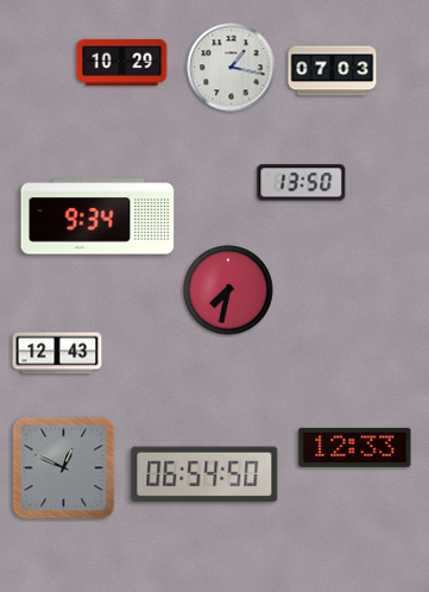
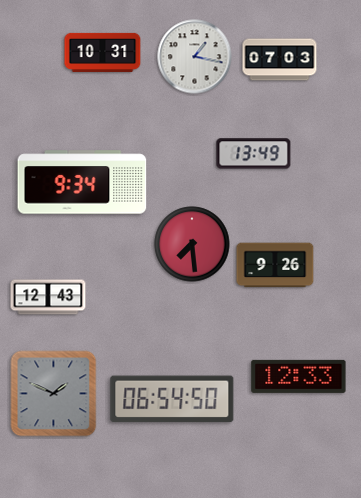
clock at (122, 62): 10:29 -> 10:31
clock at (302, 183): 13:50 -> 13:49
clock at (228, 290): 7:32 -> 7:29
clock at (275, 265): none -> 9:26
clock at (64, 468): 12:49 -> 1:49
